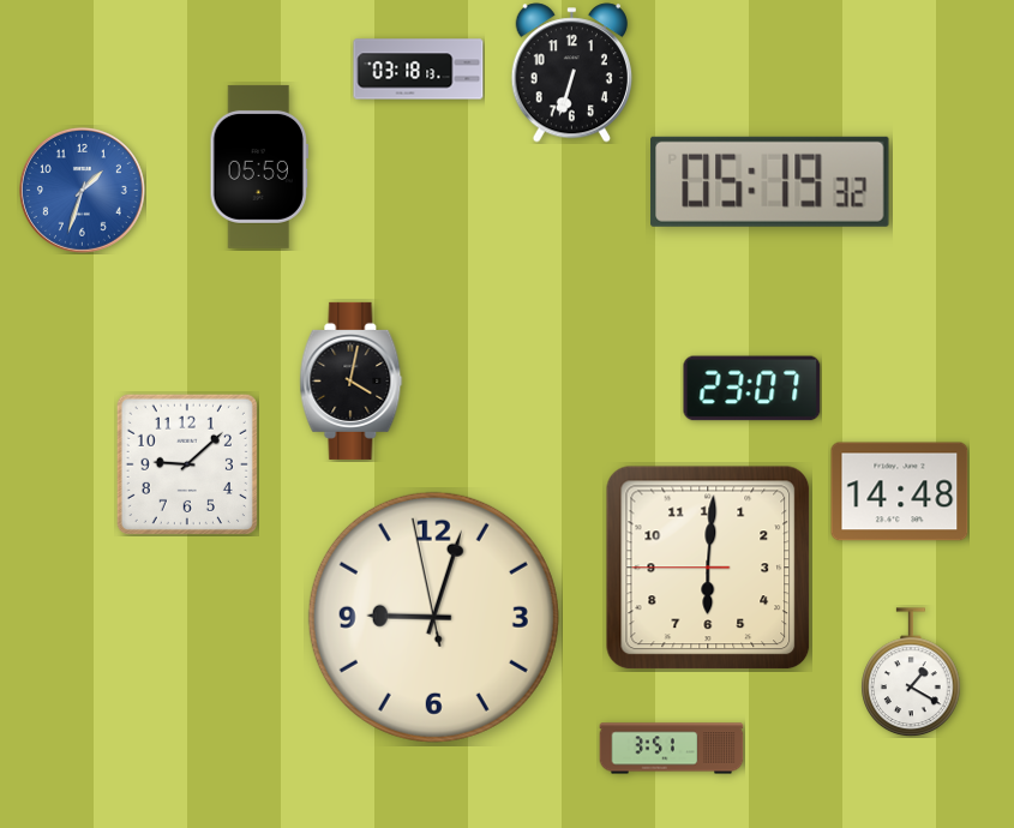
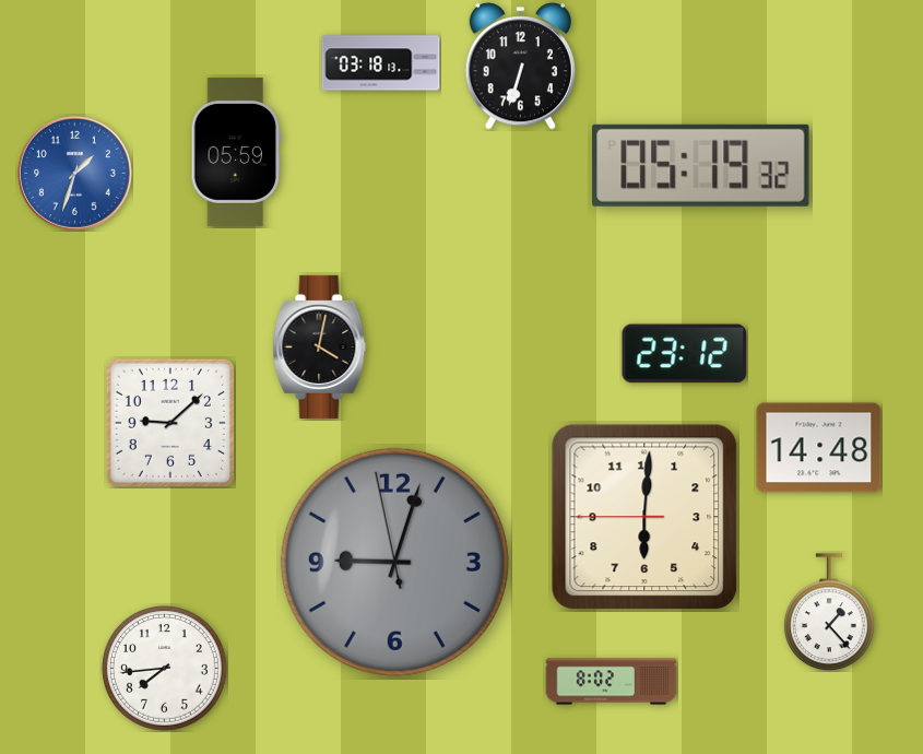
clock at (752, 389): 23:07 -> 23:12
clock at (433, 617) dial: cream -> grey
clock at (911, 672): 1:20 -> 1:23
clock at (165, 669): none -> 7:44
clock at (672, 749): 3:51 -> 8:02
